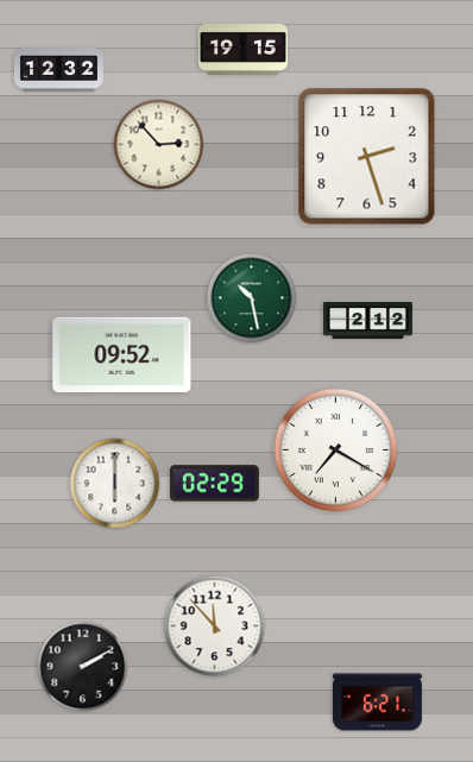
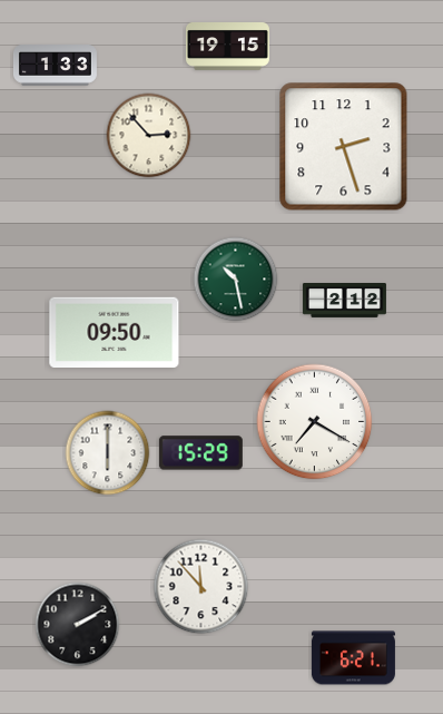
clock at (58, 70): 12:32 -> 1:33
clock at (122, 354): 09:52 -> 09:50
clock at (214, 484): 02:29 -> 15:29
